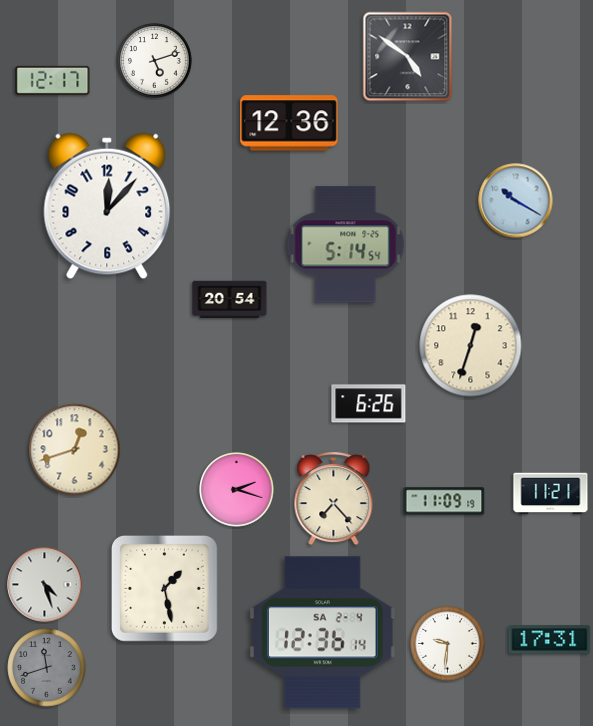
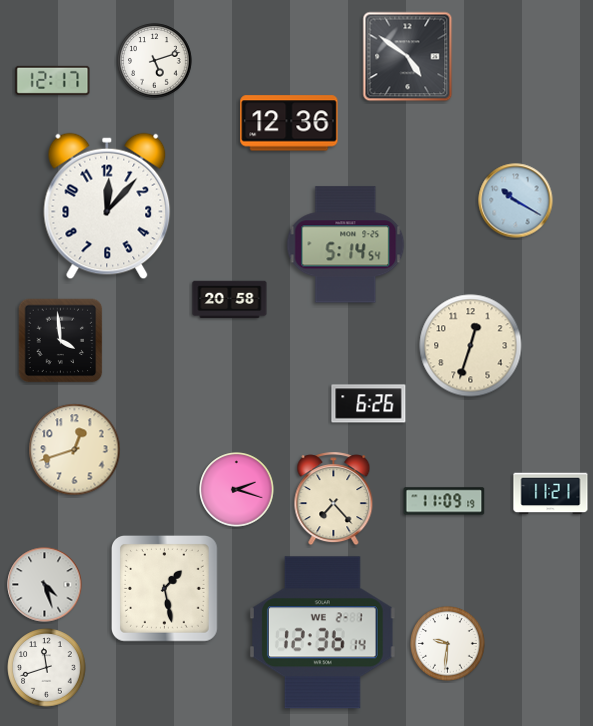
clock at (230, 300): 20:54 -> 20:58
clock at (61, 341): none -> 3:59
clock at (323, 633) date: SA 2-4 -> WE 2-1
clock at (550, 640): 17:31 -> none
clock at (47, 668) dial: grey -> white
